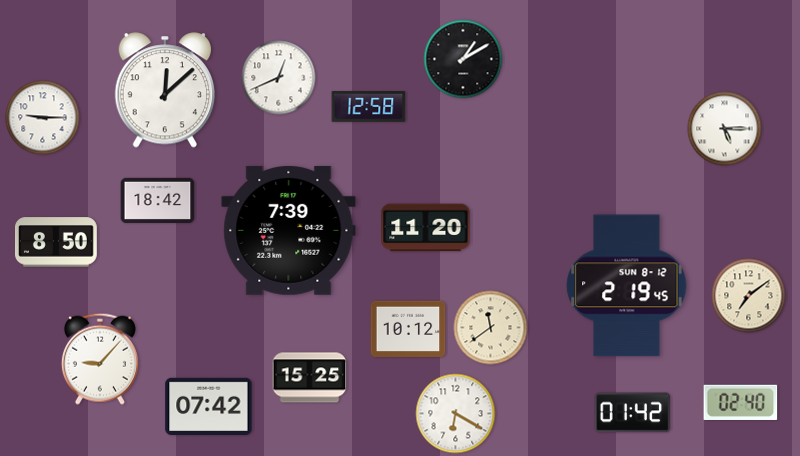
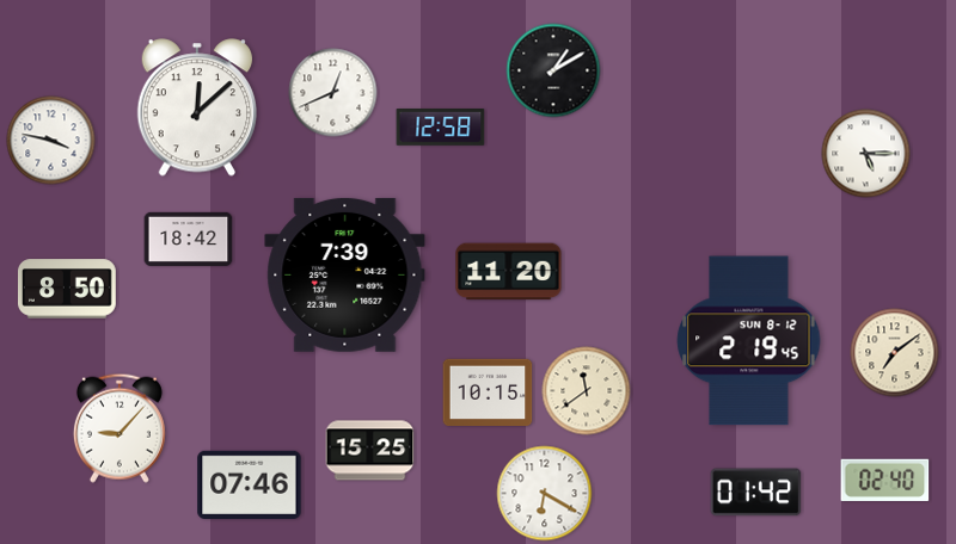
clock at (43, 118): 9:15 -> 3:47
clock at (408, 329): 10:12 -> 10:15
clock at (209, 406): 07:42 -> 07:46
